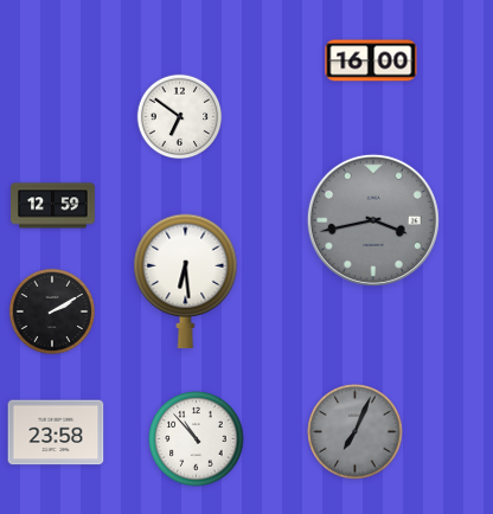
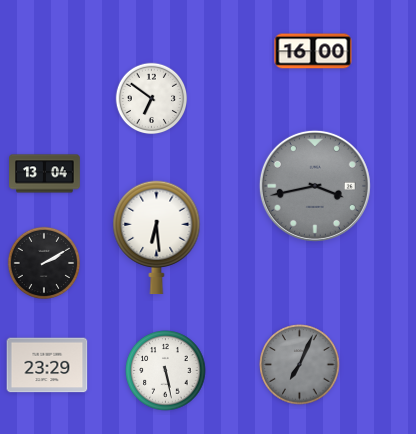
clock at (53, 206): 12:59 -> 13:04
clock at (56, 432): 23:58 -> 23:29
clock at (197, 439): 10:53 -> 5:28
